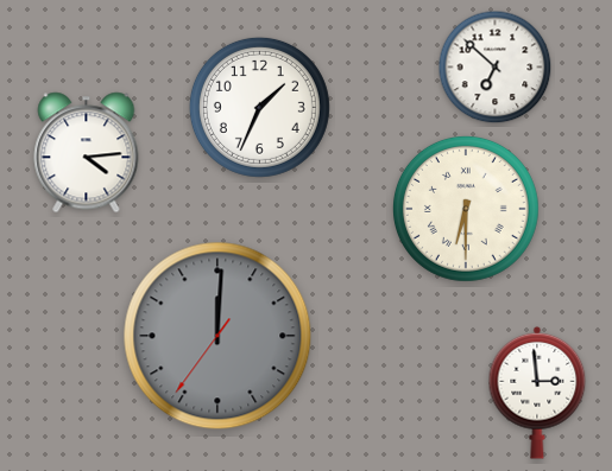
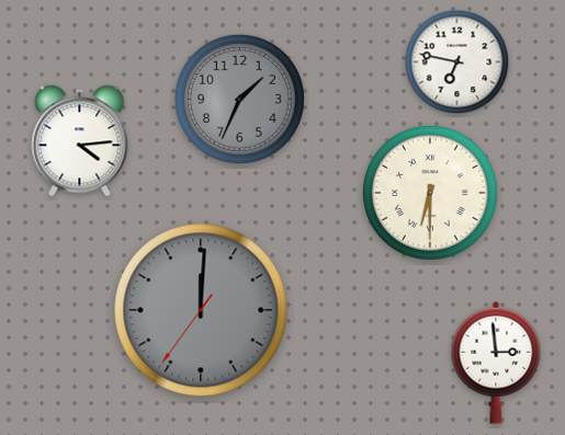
clock at (496, 68): 6:52 -> 6:47
clock at (259, 107) dial: white -> grey
